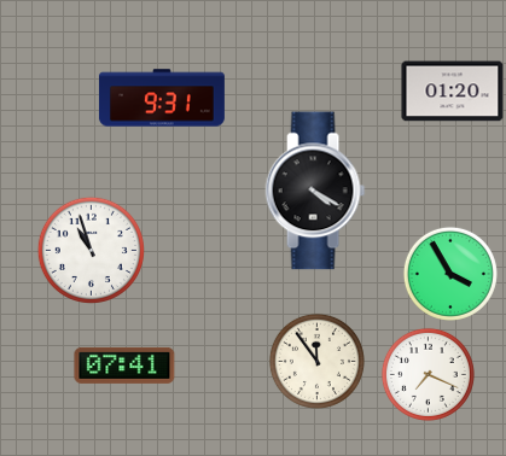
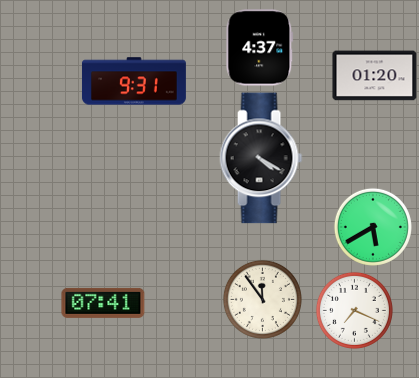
clock at (260, 48): none -> 4:37
clock at (91, 250): 10:57 -> none
clock at (450, 274): 3:55 -> 5:40
